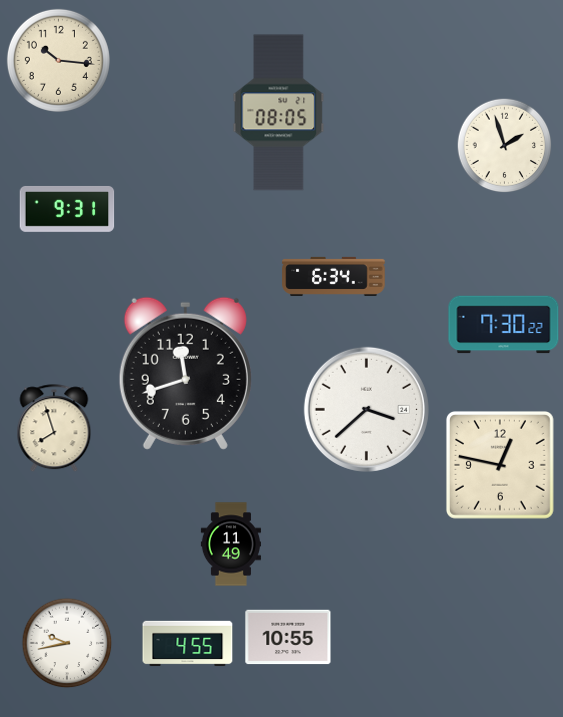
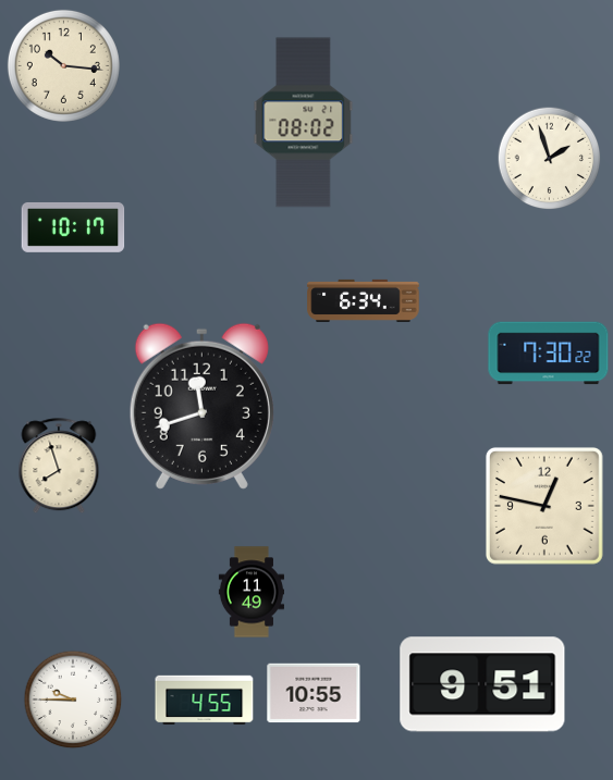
clock at (279, 113): 08:05 -> 08:02
clock at (67, 209): 9:31 -> 10:17
clock at (366, 409): 3:38 -> none
clock at (482, 684): none -> 9:51
clock at (67, 643): 9:43 -> 9:45
